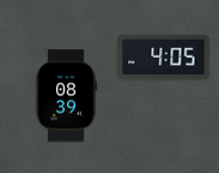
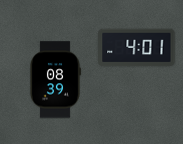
clock at (164, 58): 4:05 -> 4:01
